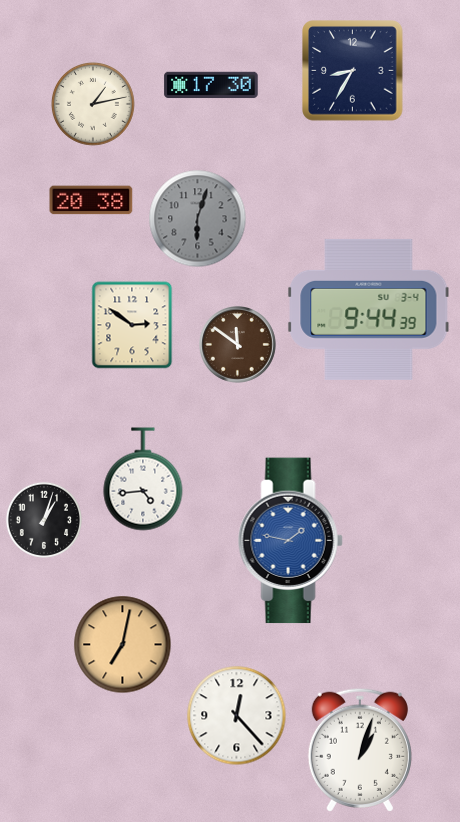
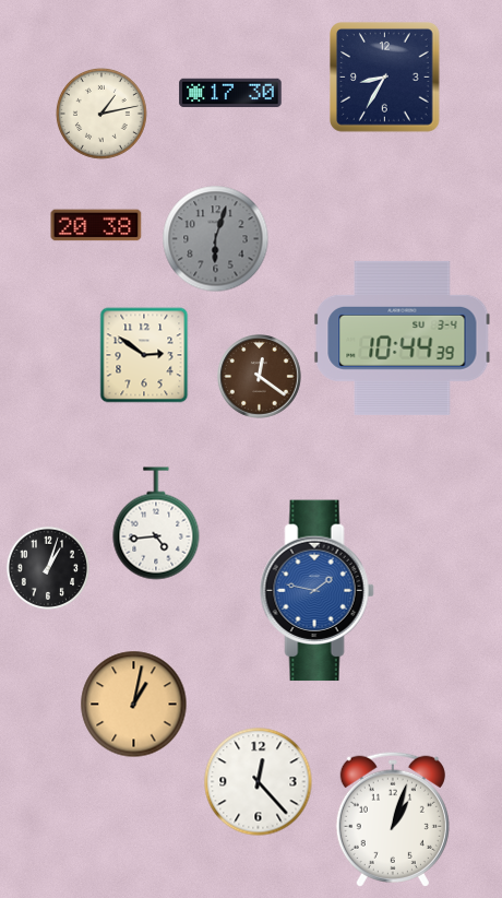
clock at (91, 200) position: (91, 200) -> (96, 225)
clock at (369, 309): 9:44 -> 10:44
clock at (238, 345): 11:51 -> 12:21
clock at (123, 645): 7:02 -> 1:02
